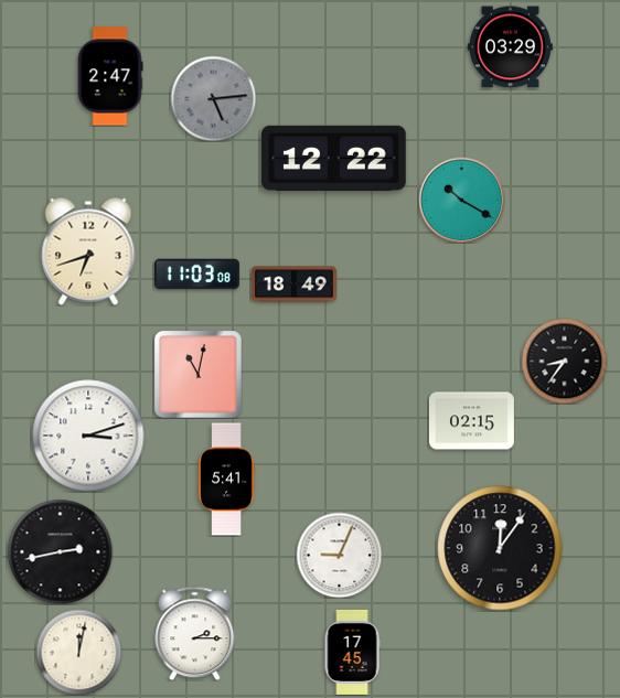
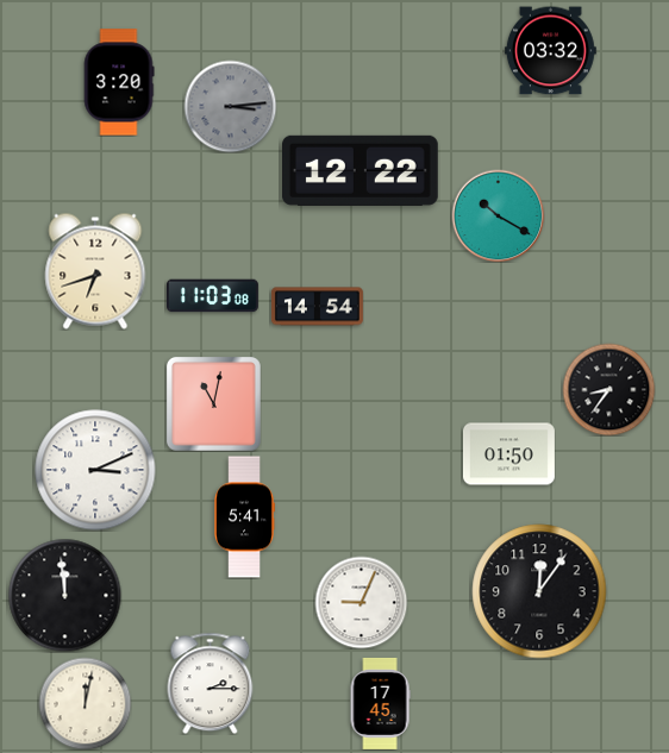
clock at (510, 47): 03:29 -> 03:32
clock at (110, 76): 2:47 -> 3:20
clock at (213, 98): 5:14 -> 3:14
clock at (293, 284): 18:49 -> 14:54
clock at (471, 421): 02:15 -> 01:50
clock at (88, 436): 3:12 -> 3:11
clock at (60, 551): 2:43 -> 11:59
clock at (339, 555) position: (339, 555) -> (361, 602)
